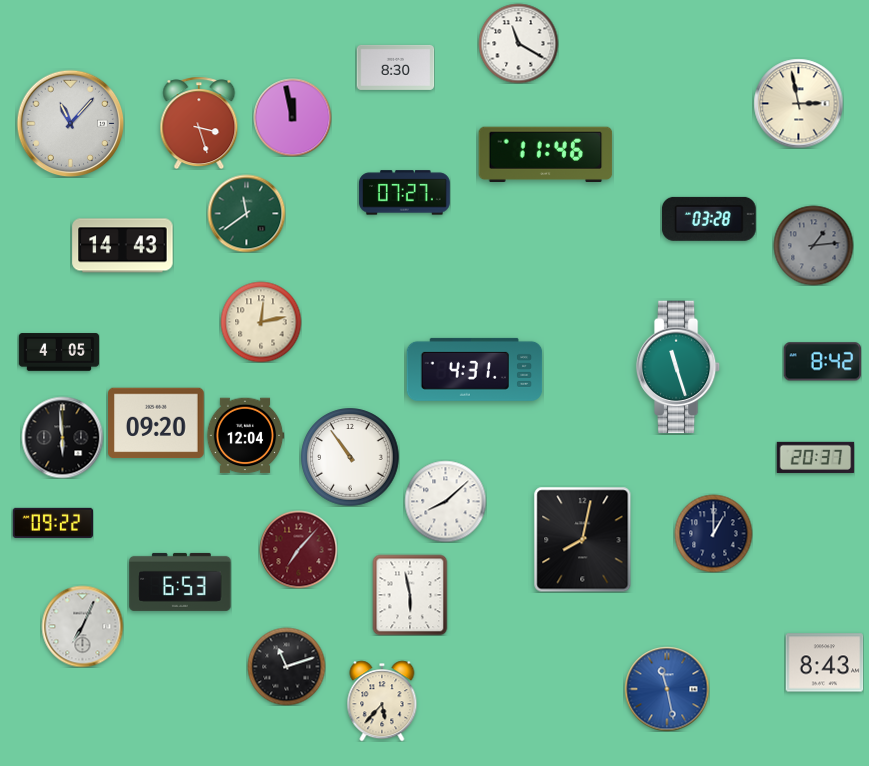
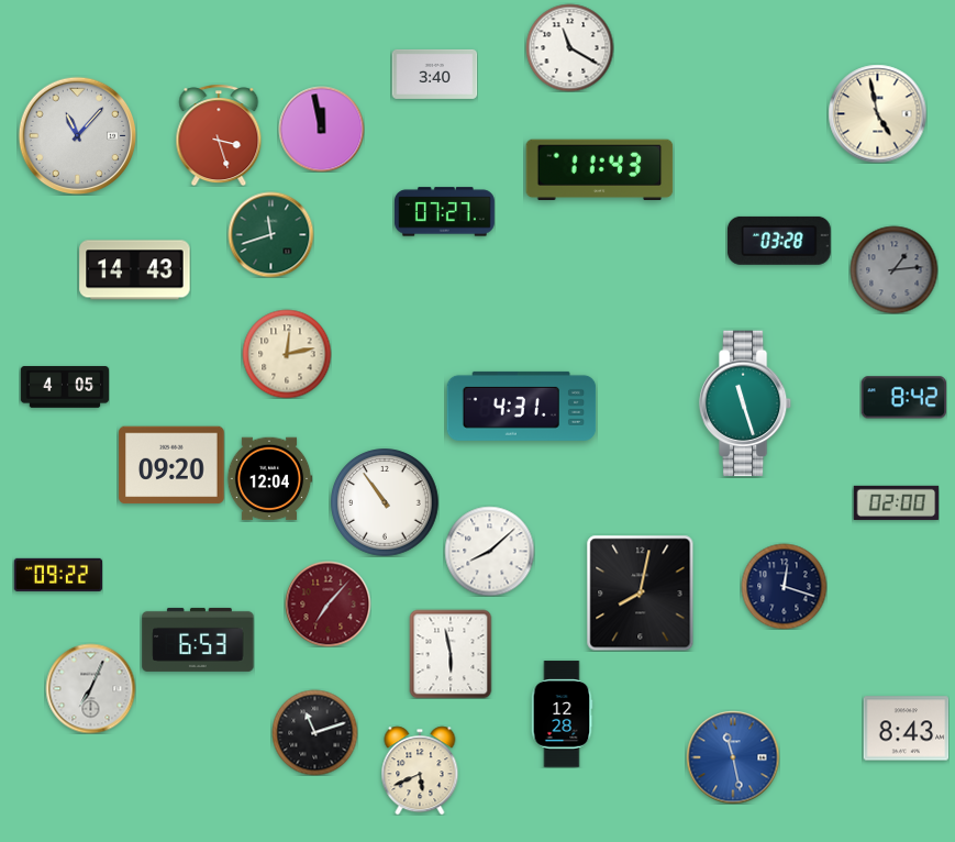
clock at (395, 67): 8:30 -> 3:40
clock at (798, 103): 2:58 -> 4:58
clock at (546, 155): 11:46 -> 11:43
clock at (246, 213): 11:39 -> 11:42
clock at (62, 437): 5:59 -> none
clock at (815, 457): 20:37 -> 02:00
clock at (713, 533): 1:00 -> 12:18
clock at (562, 714): none -> 12:28
clock at (382, 701): 5:37 -> 5:41
